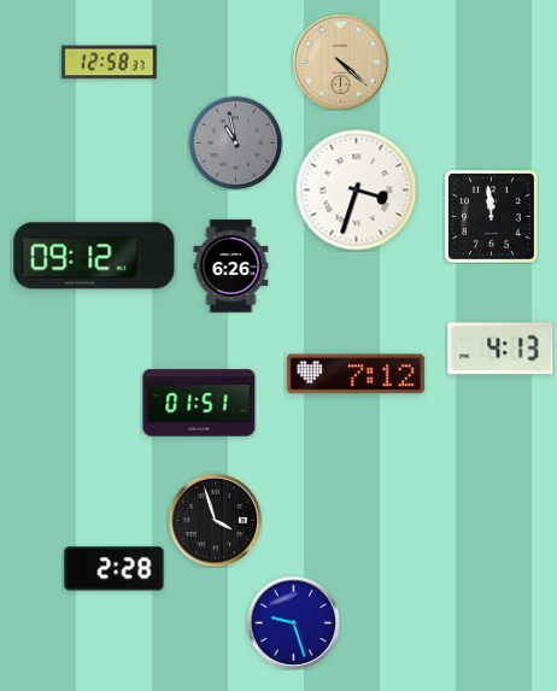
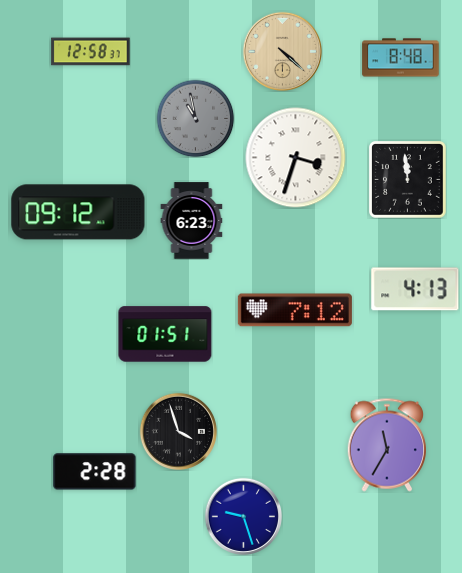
clock at (401, 58): none -> 8:48
clock at (231, 267): 6:26 -> 6:23
clock at (387, 445): none -> 11:35
